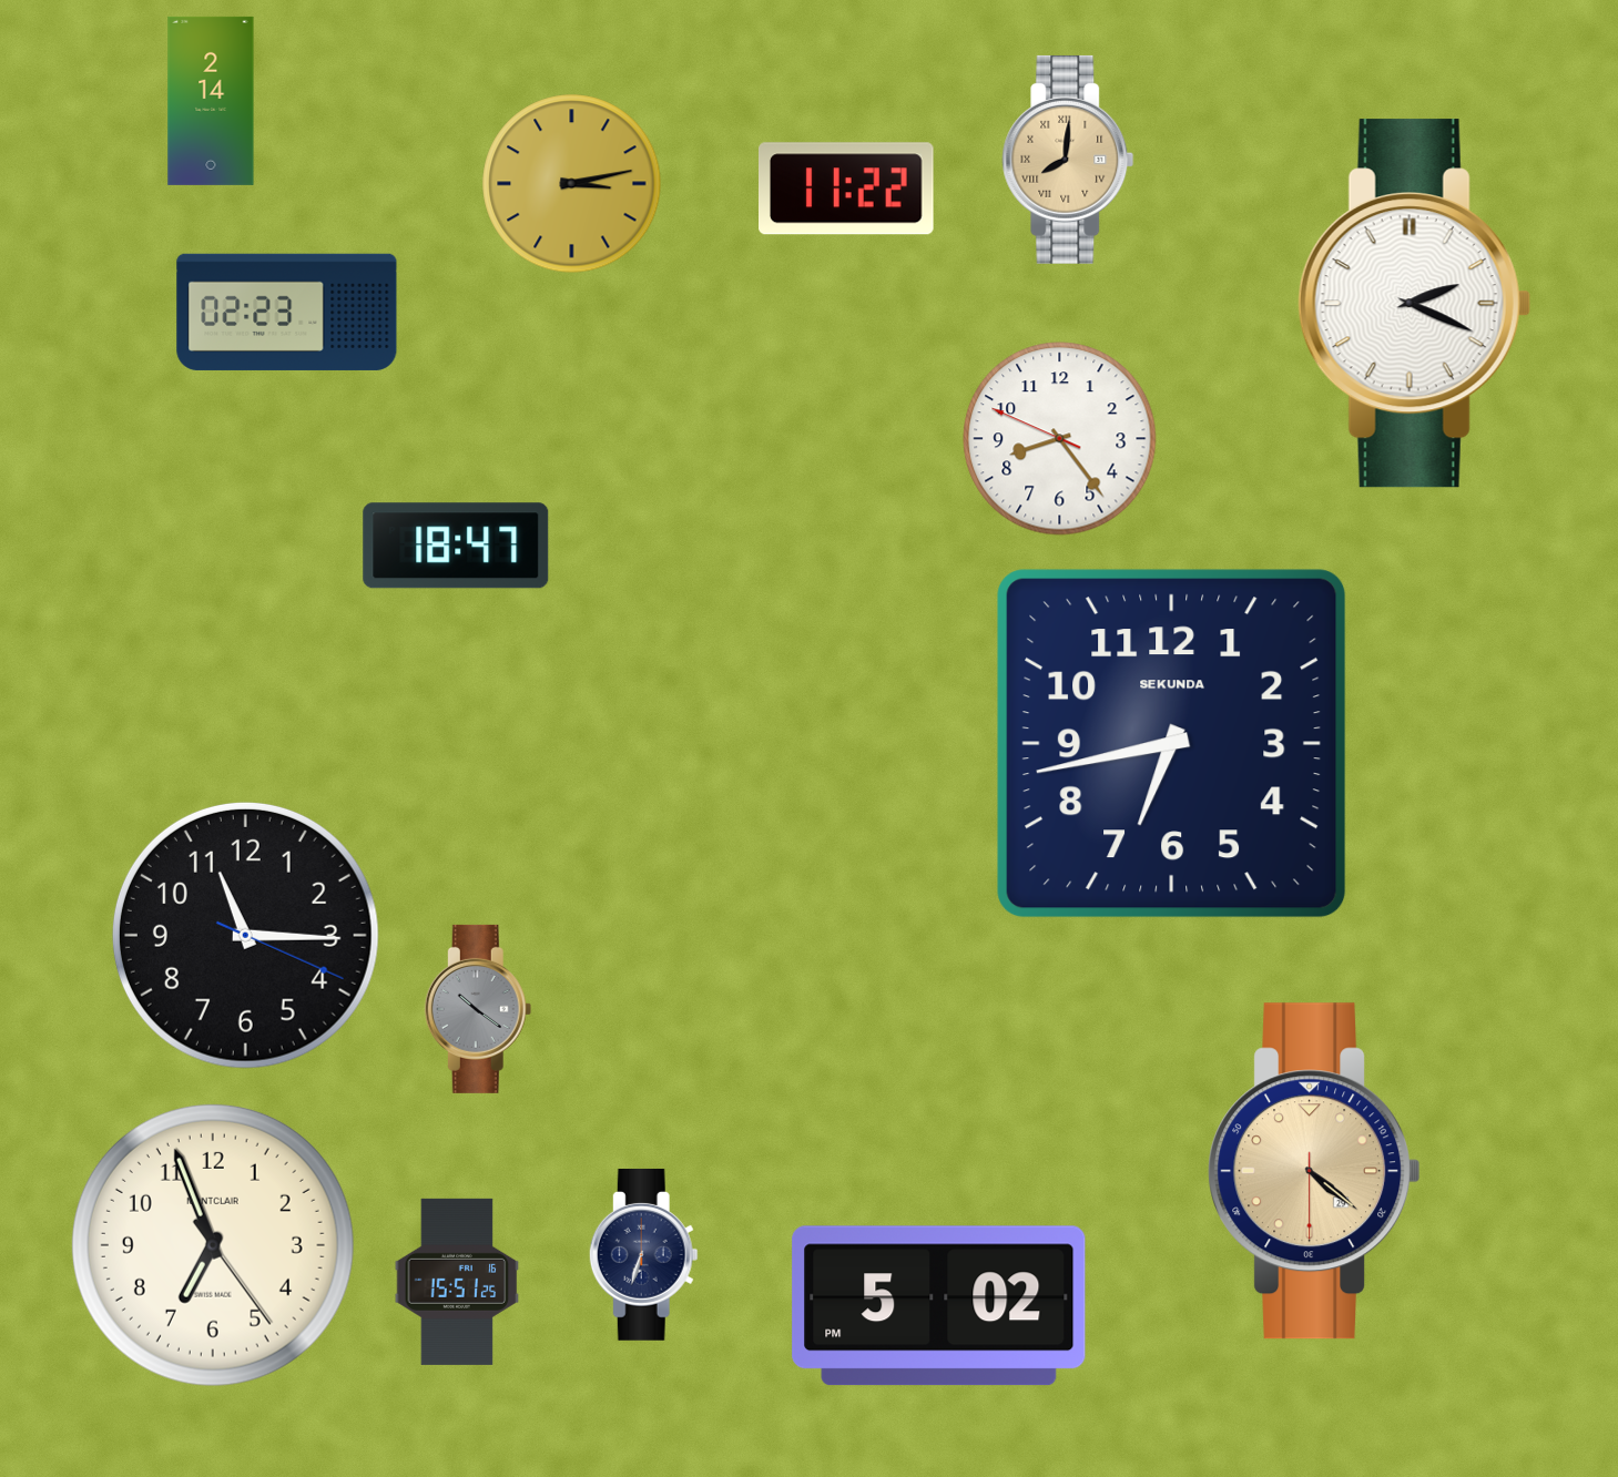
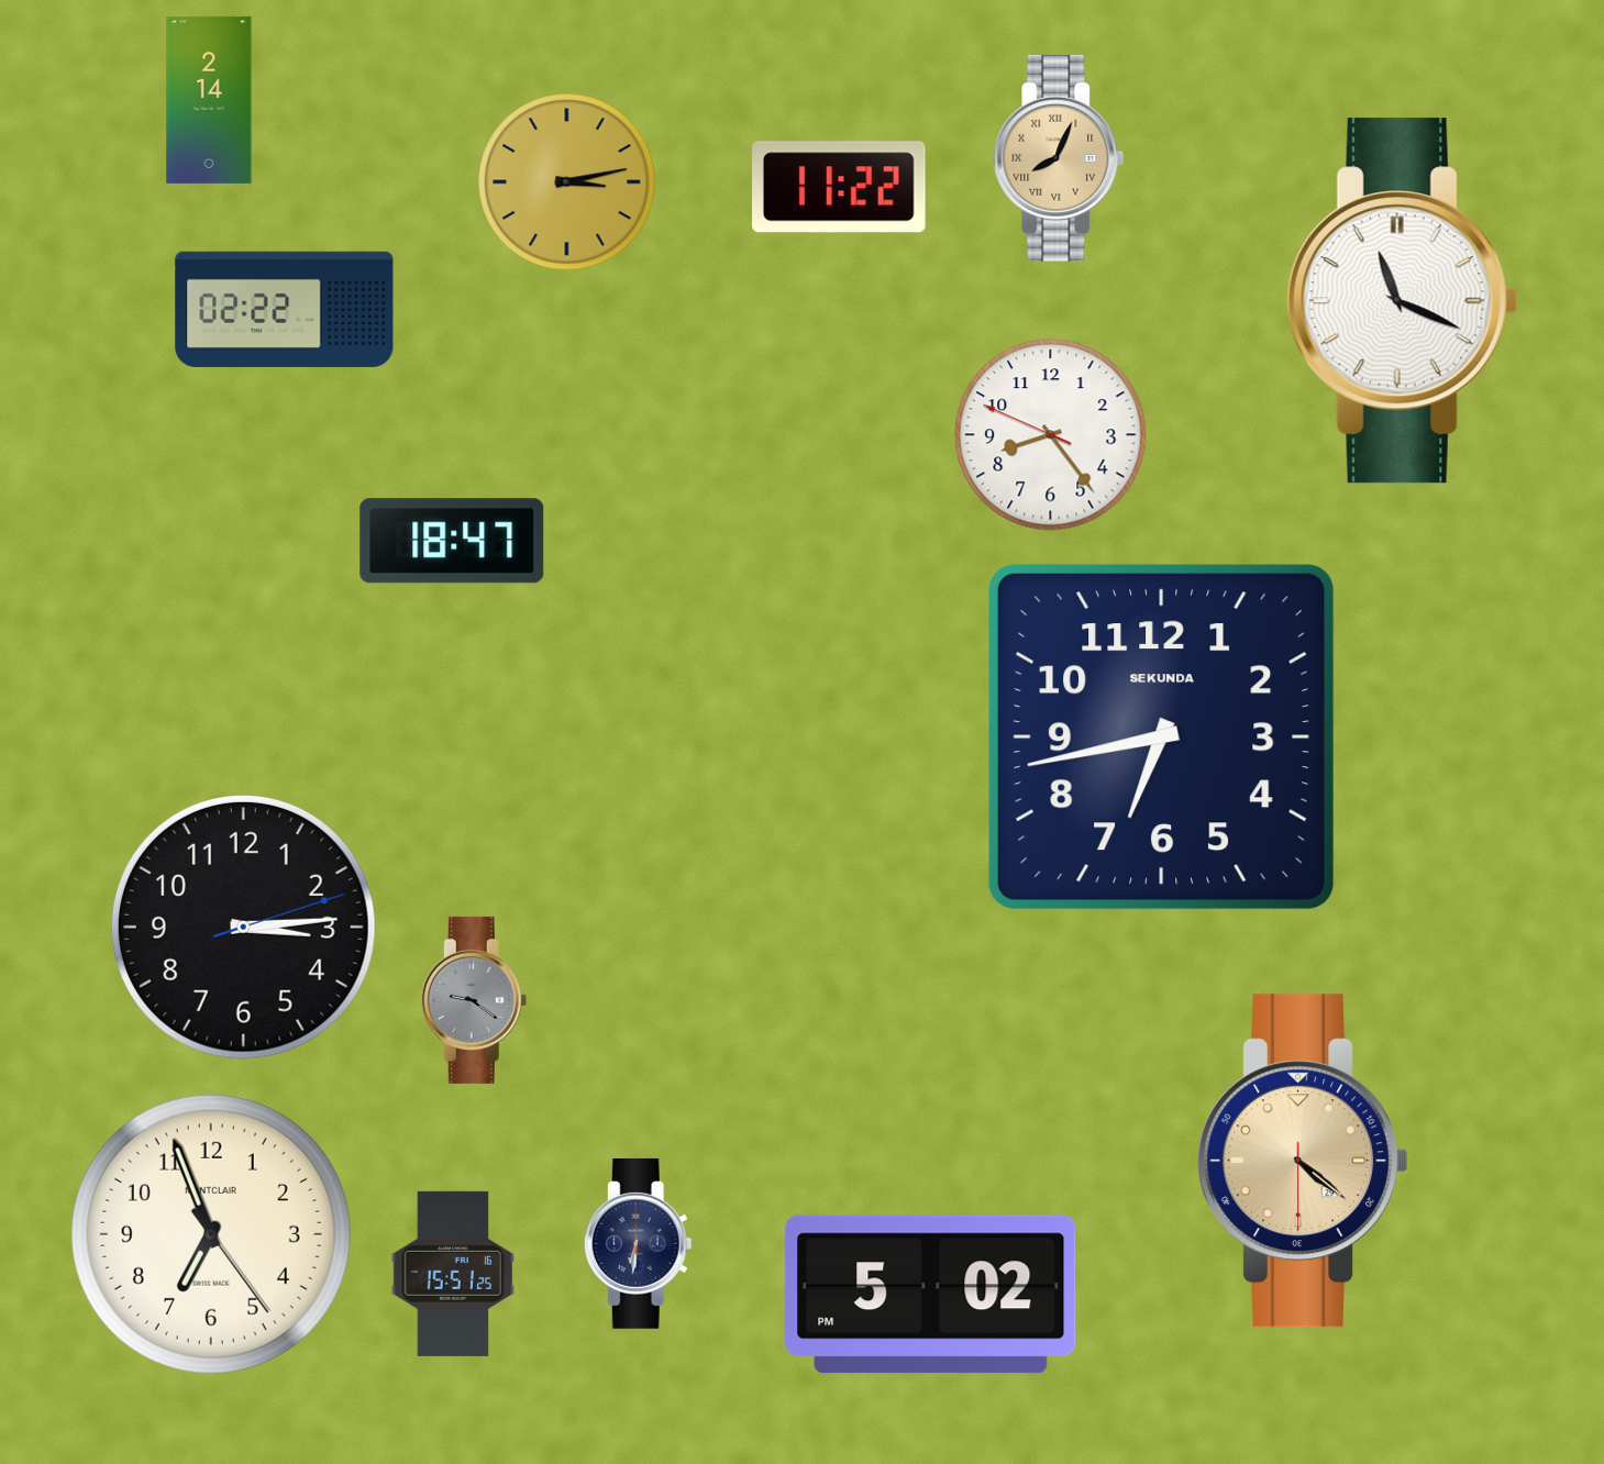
clock at (1068, 160): 8:01 -> 8:04
clock at (1414, 304): 2:19 -> 11:19
clock at (287, 312): 02:23 -> 02:22
clock at (245, 935): 11:15 -> 3:14
clock at (478, 1009): 10:21 -> 9:21
clock at (643, 1254): 6:33 -> 6:31
clock at (457, 1282) position: (457, 1282) -> (453, 1274)
